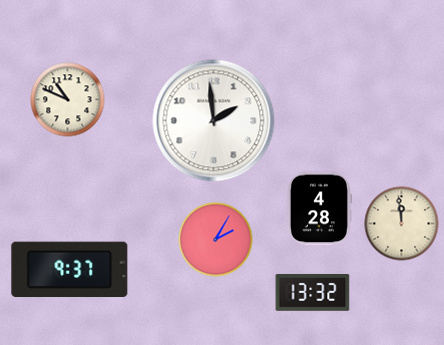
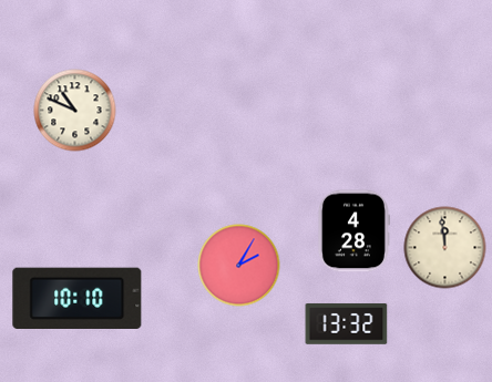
clock at (214, 121): 1:59 -> none
clock at (70, 269): 9:37 -> 10:10
